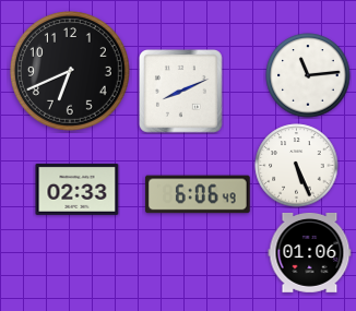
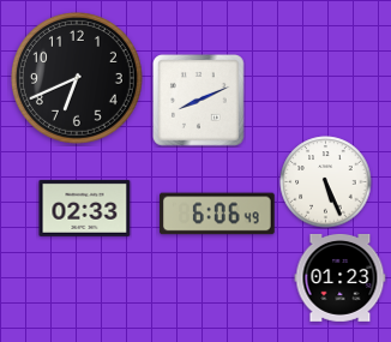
clock at (308, 75): 11:14 -> none
clock at (310, 252): 01:06 -> 01:23
